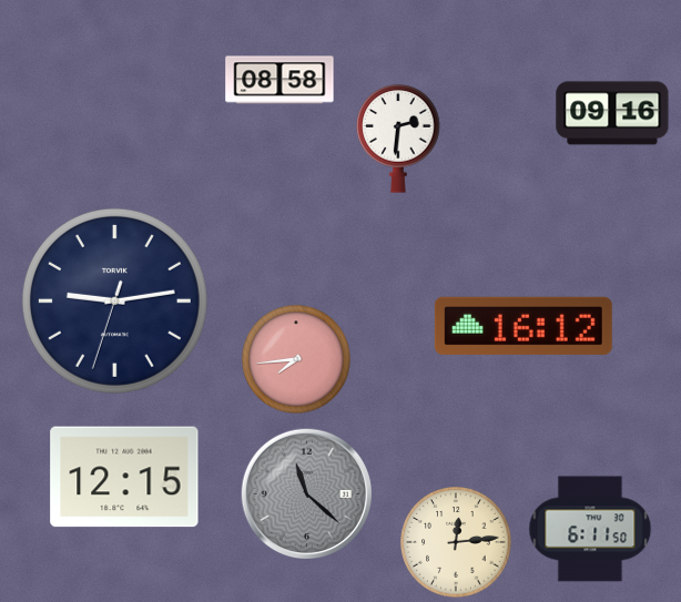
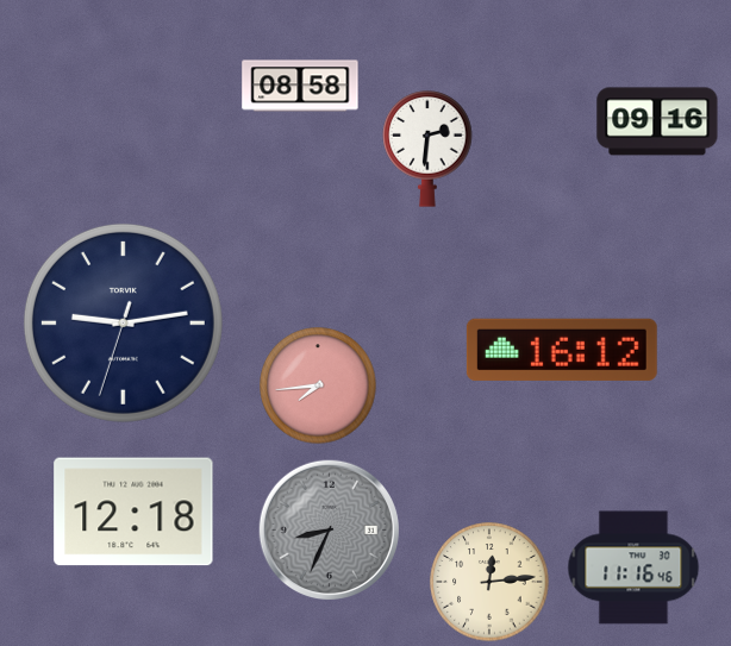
clock at (124, 477): 12:15 -> 12:18
clock at (306, 493): 11:22 -> 8:34
clock at (590, 529): 6:11 -> 11:16
